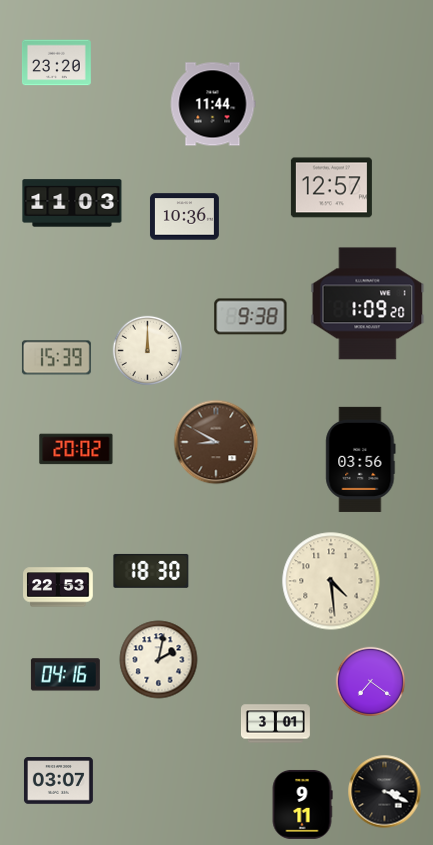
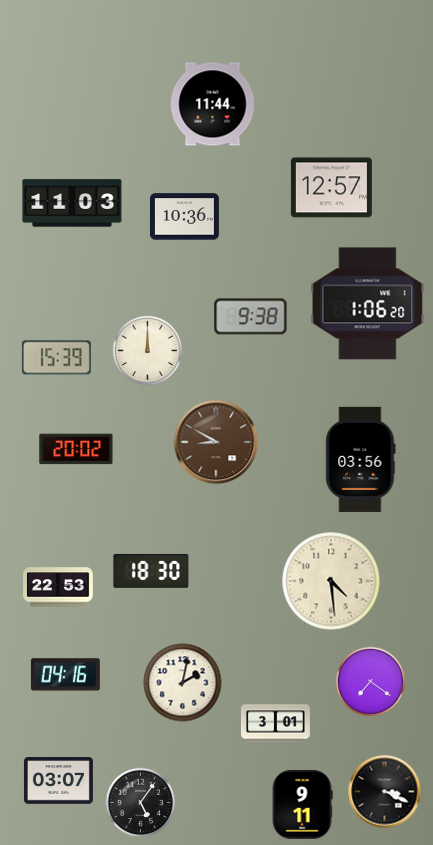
clock at (56, 63): 23:20 -> none
clock at (368, 304): 1:09 -> 1:06
clock at (159, 660) position: (159, 660) -> (183, 683)
clock at (141, 803): none -> 5:06
